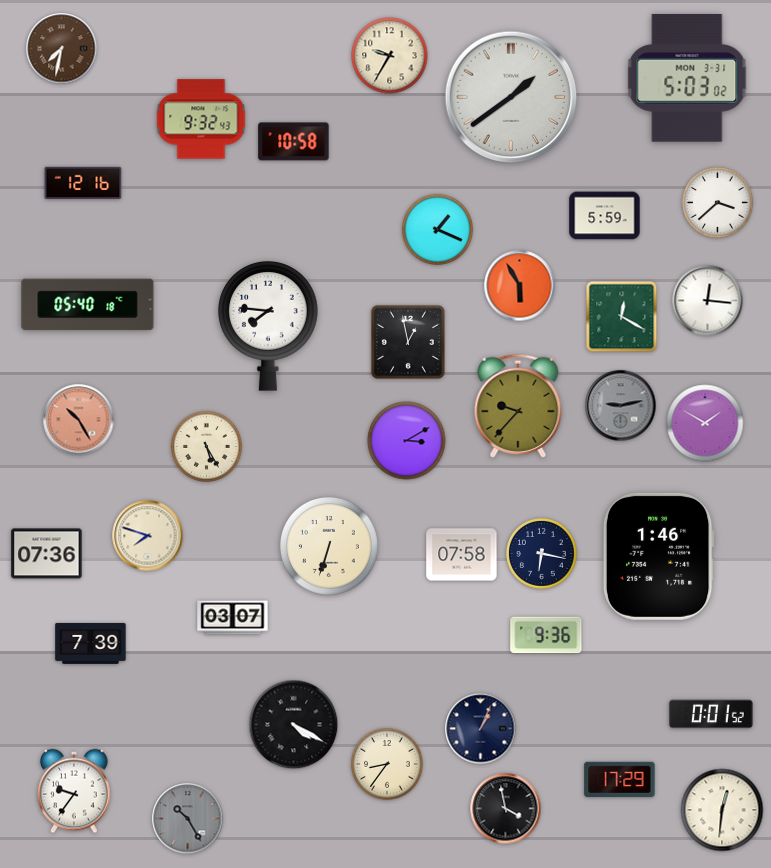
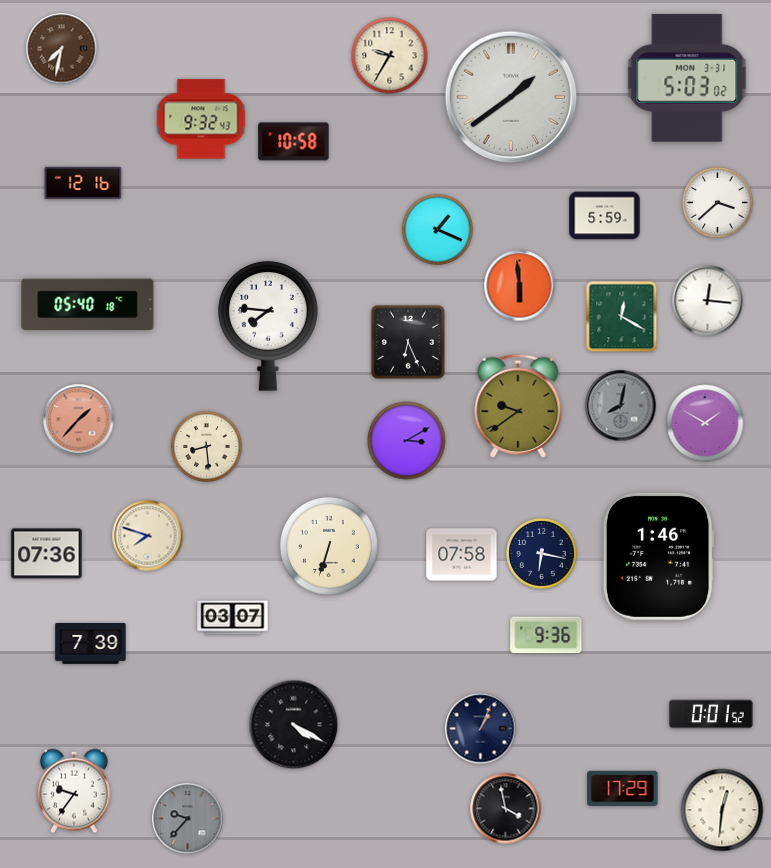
clock at (520, 286): 5:55 -> 5:59
clock at (408, 342): 12:58 -> 6:26
clock at (518, 406): 9:37 -> 9:39
clock at (621, 406): 9:13 -> 8:02
clock at (79, 420): 10:25 -> 1:37
clock at (207, 447): 5:25 -> 8:29
clock at (387, 764): 8:36 -> none
clock at (620, 779) position: (620, 779) -> (623, 788)
clock at (188, 819): 10:25 -> 9:37
